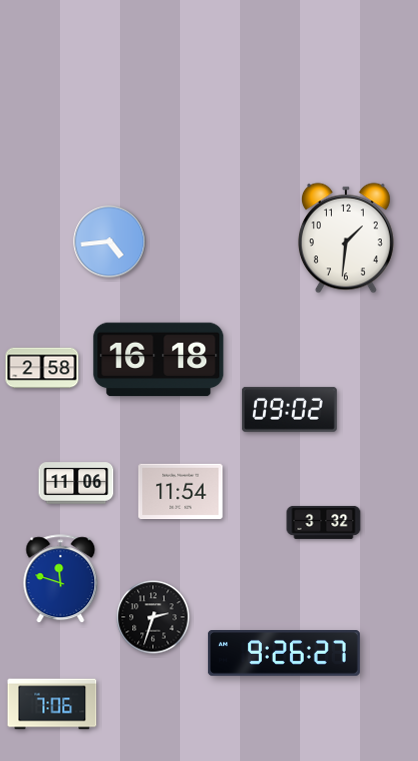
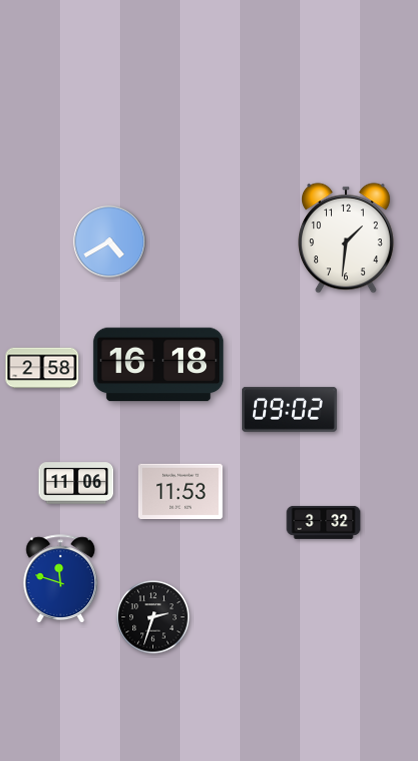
clock at (110, 242): 4:44 -> 4:40
clock at (159, 360) position: (159, 360) -> (159, 365)
clock at (181, 492): 11:54 -> 11:53
clock at (284, 654): 9:26 -> none
clock at (52, 704): 7:06 -> none
